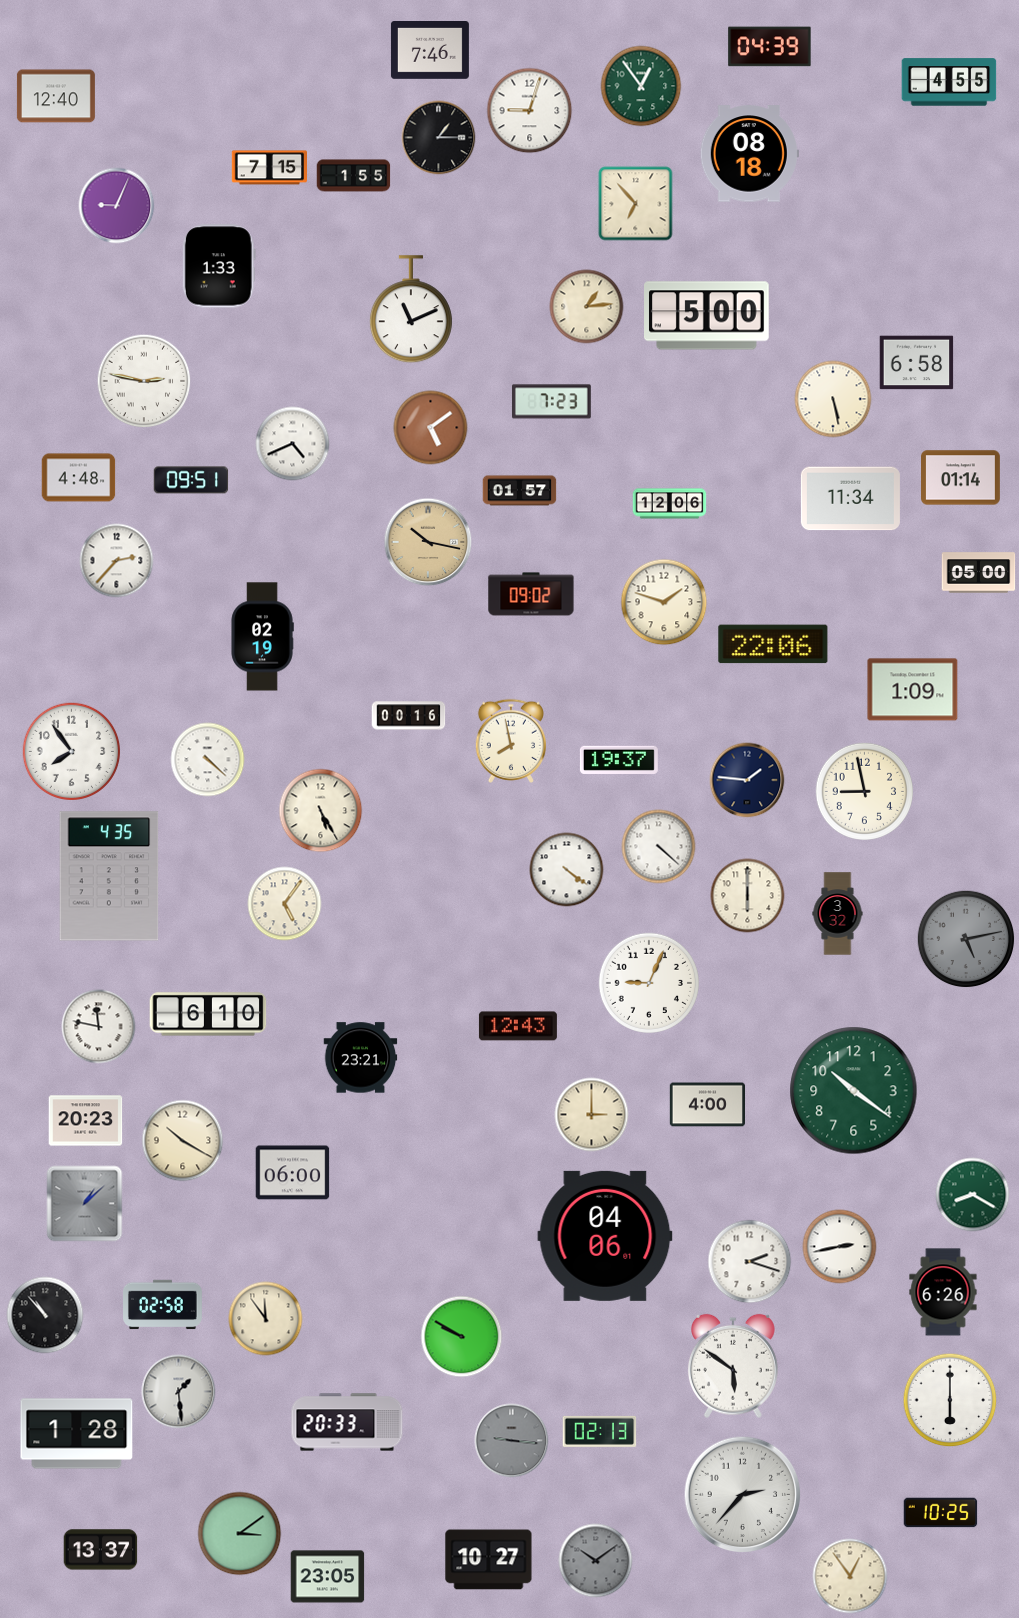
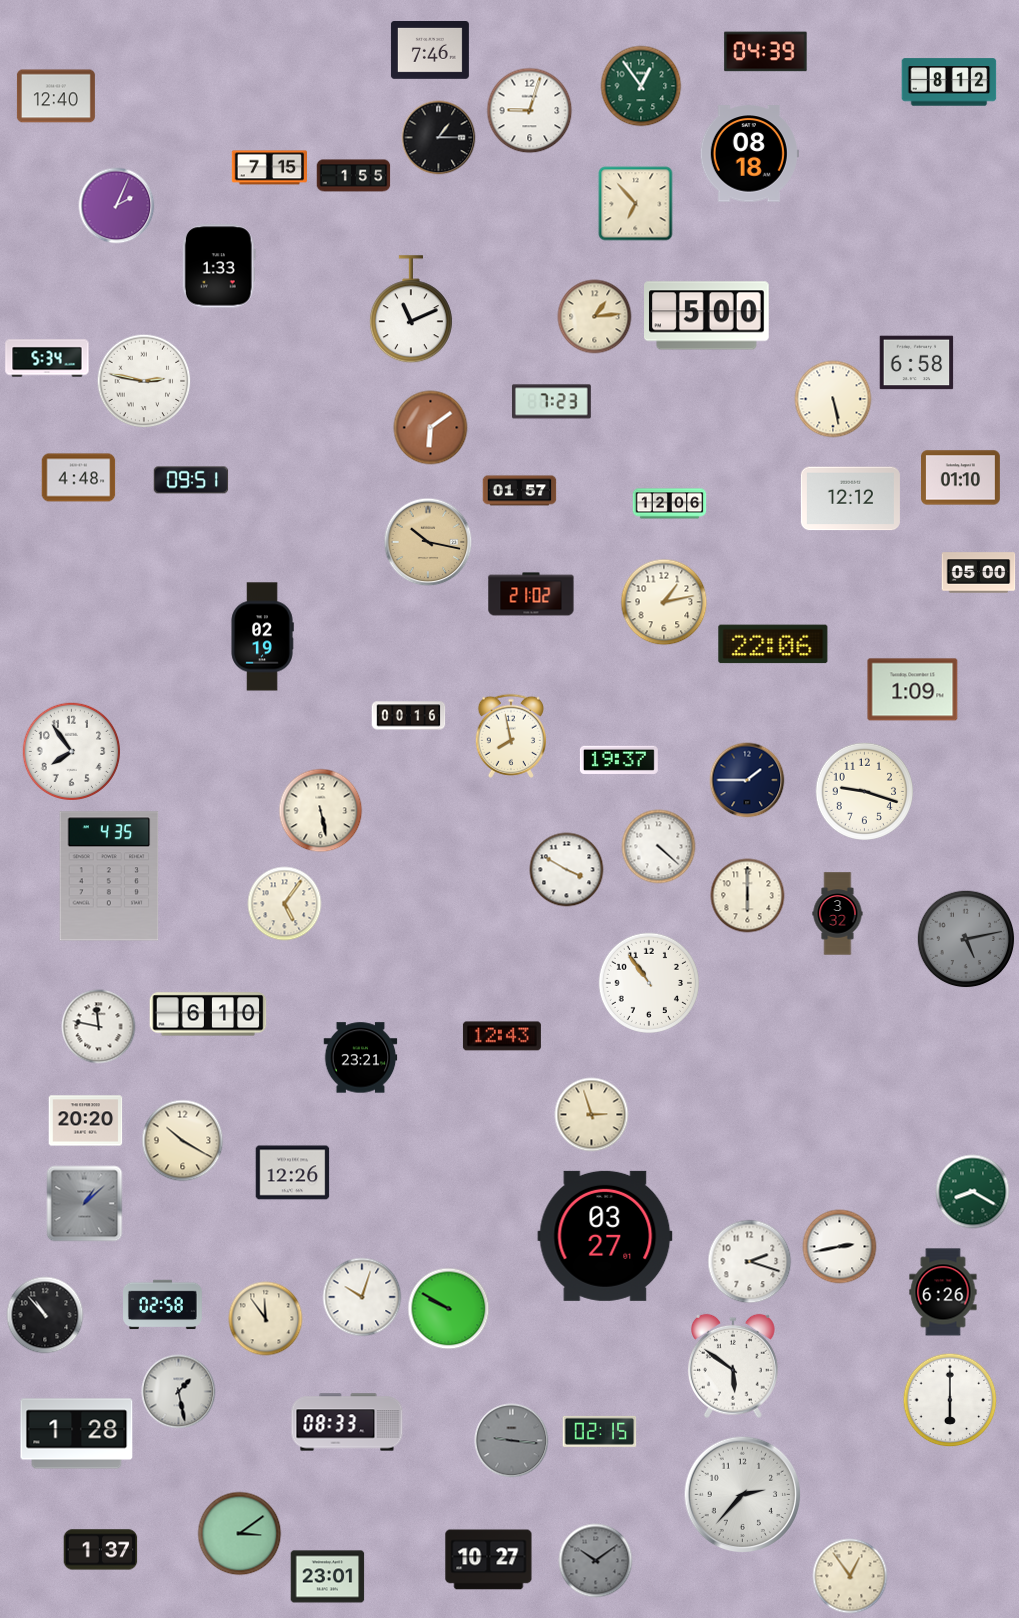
clock at (770, 47) position: (770, 47) -> (766, 52)
clock at (949, 82): 4:55 -> 8:12
clock at (117, 206): 9:04 -> 2:04
clock at (587, 307) position: (587, 307) -> (595, 317)
clock at (47, 358): none -> 5:34
clock at (431, 428): 5:09 -> 6:09
clock at (293, 444): 4:41 -> none
clock at (961, 478): 01:14 -> 01:10
clock at (850, 499): 11:34 -> 12:12
clock at (117, 561): 2:37 -> none
clock at (531, 594): 09:02 -> 21:02
clock at (664, 602): 1:48 -> 1:13
clock at (510, 741) position: (510, 741) -> (510, 736)
clock at (208, 760): 4:22 -> none
clock at (747, 780): 1:46 -> 1:45
clock at (864, 791): 8:58 -> 9:18
clock at (321, 811): 5:25 -> 5:28
clock at (567, 870): 4:21 -> 3:50
clock at (649, 983): 9:04 -> 10:54
clock at (518, 1026) position: (518, 1026) -> (502, 1036)
clock at (854, 1091): 10:21 -> none
clock at (707, 1105): 4:00 -> none
clock at (592, 1115): 3:00 -> 2:57
clock at (86, 1121): 20:23 -> 20:20
clock at (293, 1173): 06:00 -> 12:26
clock at (973, 1195) position: (973, 1195) -> (973, 1192)
clock at (605, 1236): 04:06 -> 03:27
clock at (362, 1297): none -> 10:03
clock at (462, 1337) position: (462, 1337) -> (449, 1309)
clock at (179, 1392): 1:29 -> 1:28
clock at (347, 1422): 20:33 -> 08:33
clock at (600, 1431): 02:13 -> 02:15
clock at (941, 1513): 10:25 -> none
clock at (101, 1550): 13:37 -> 1:37
clock at (328, 1577): 23:05 -> 23:01
